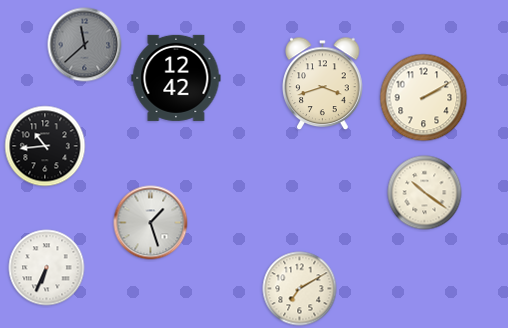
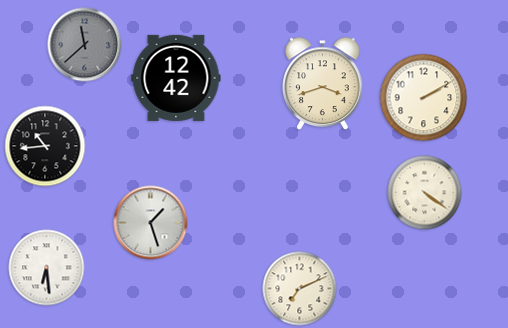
clock at (425, 193): 10:21 -> 4:21
clock at (47, 268): 6:34 -> 6:29
clock at (300, 289): 7:10 -> 7:11
